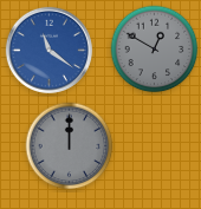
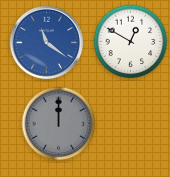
clock at (48, 50) position: (48, 50) -> (46, 42)
clock at (155, 50) dial: grey -> white
